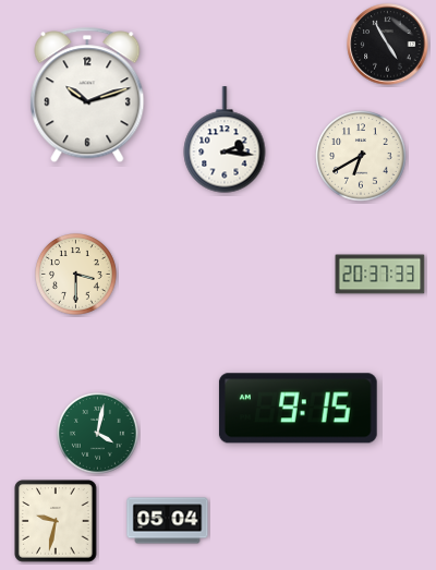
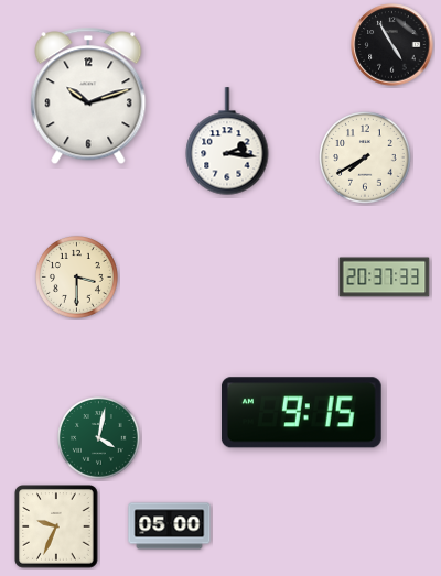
clock at (361, 156): 6:40 -> 7:40
clock at (56, 521): 9:32 -> 9:34
clock at (168, 521): 05:04 -> 05:00
